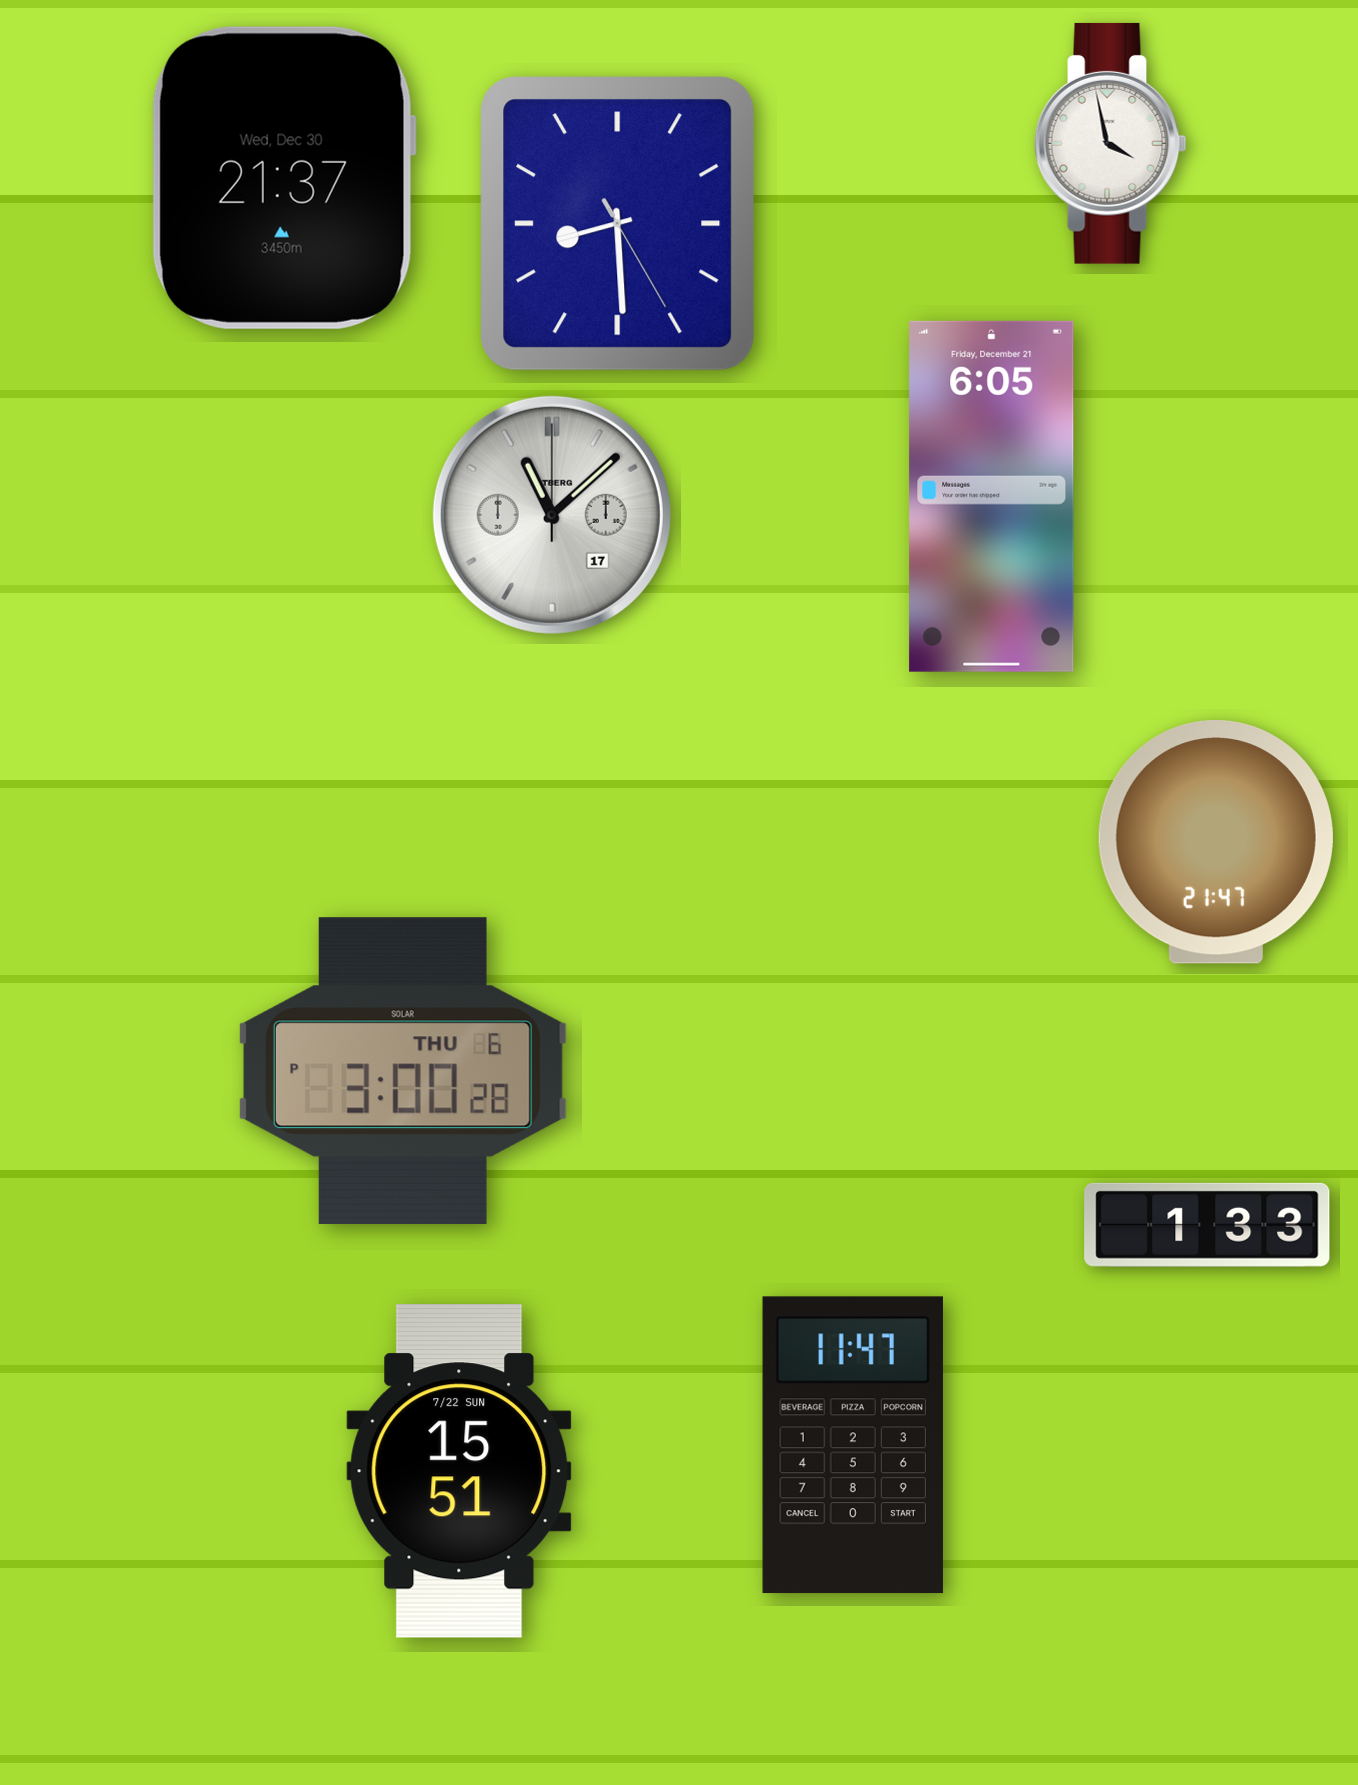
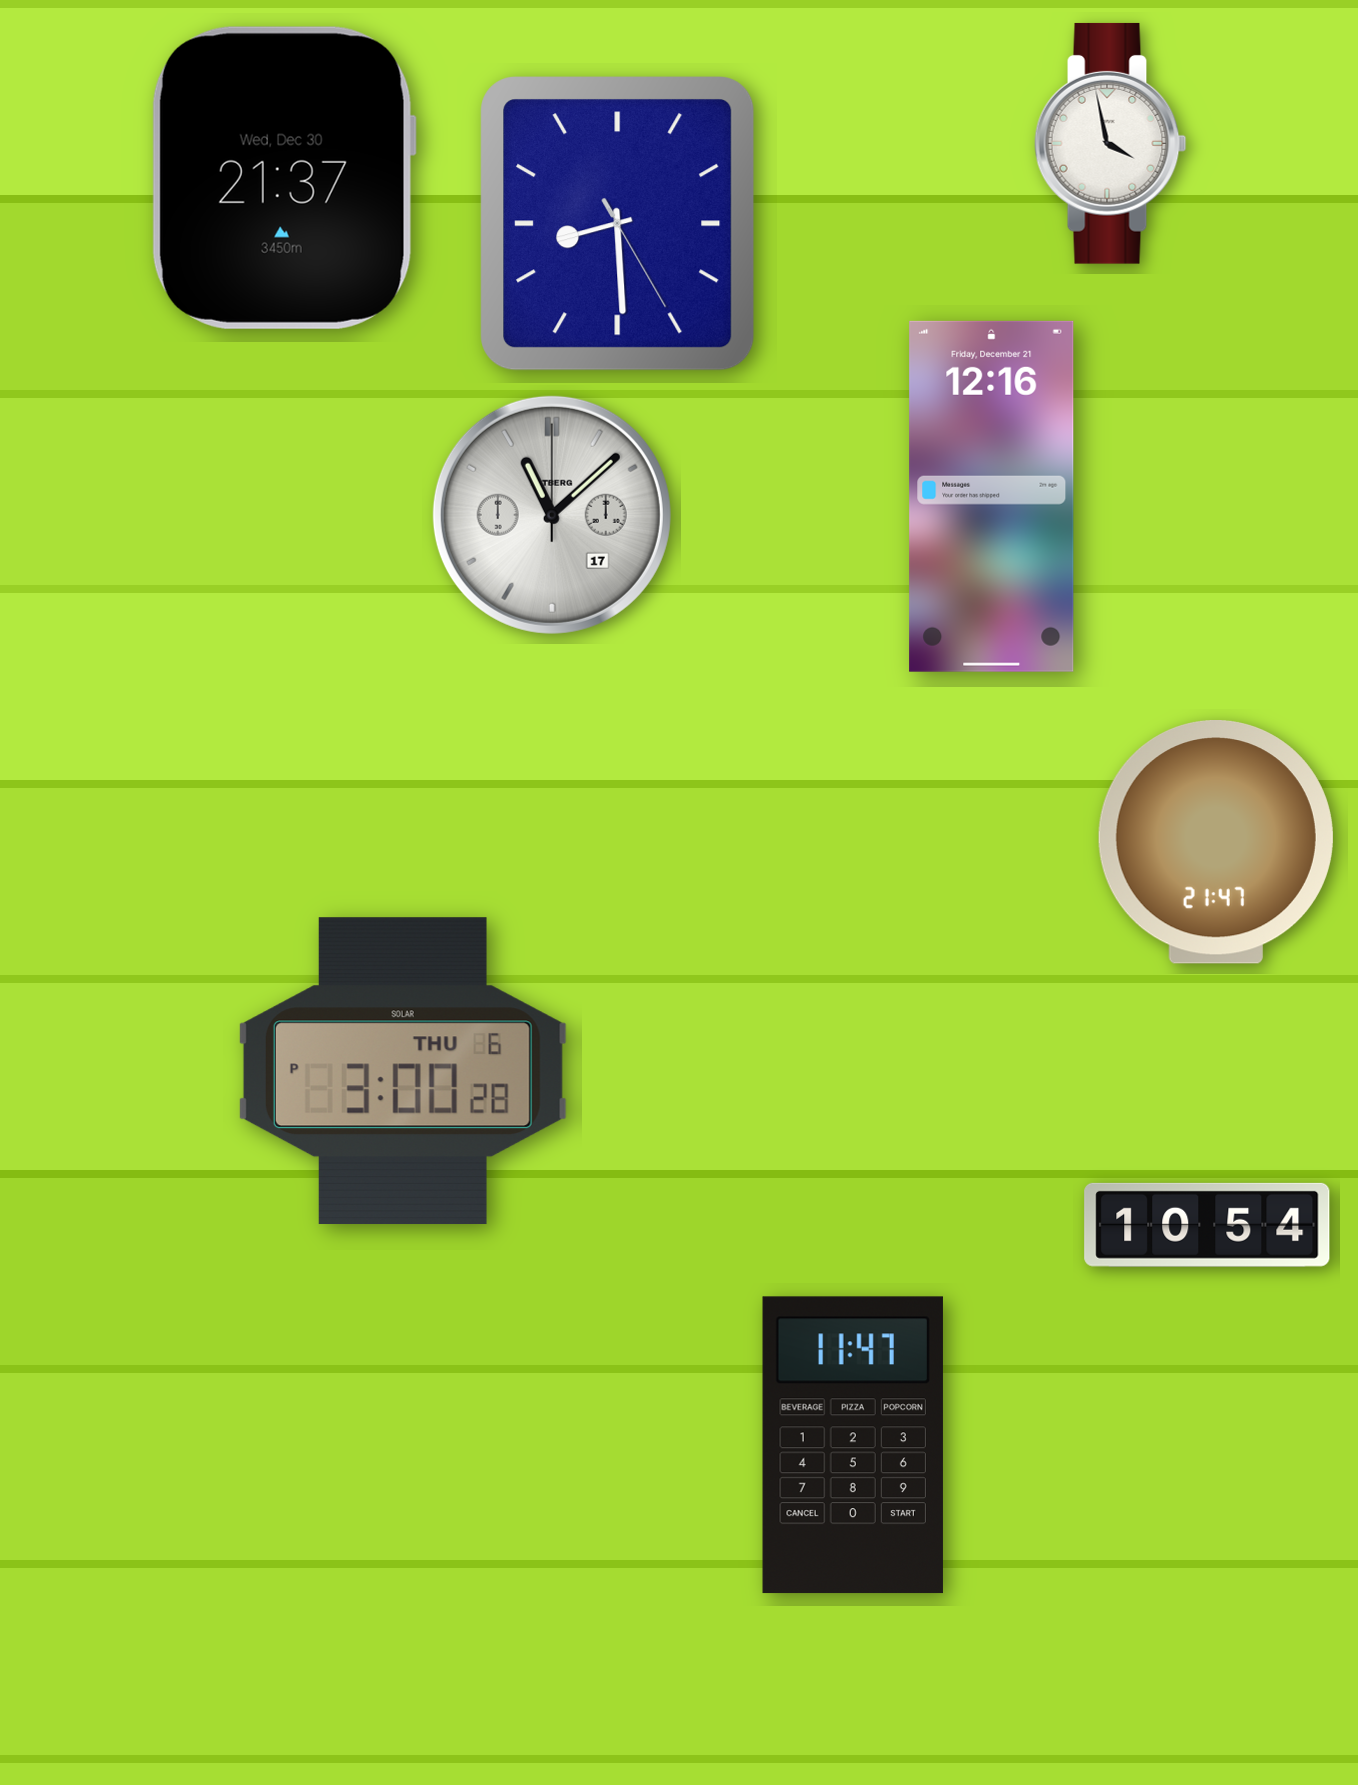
clock at (992, 496): 6:05 -> 12:16
clock at (1207, 1225): 1:33 -> 10:54
clock at (459, 1471): 15:51 -> none
